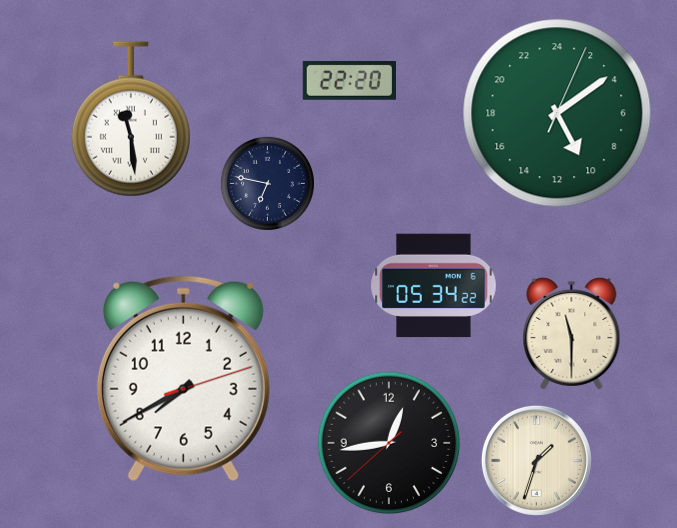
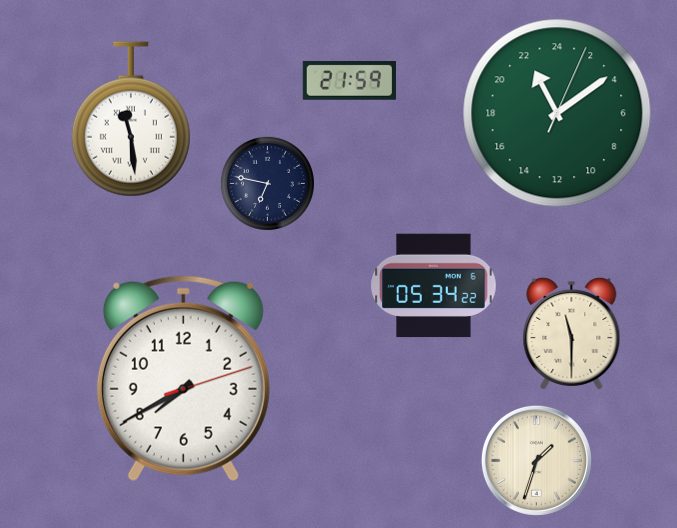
clock at (349, 80): 22:20 -> 21:59
clock at (557, 113): 10:09 -> 22:09
clock at (389, 443): 12:43 -> none
